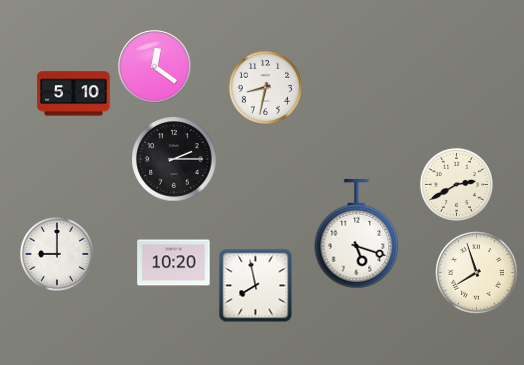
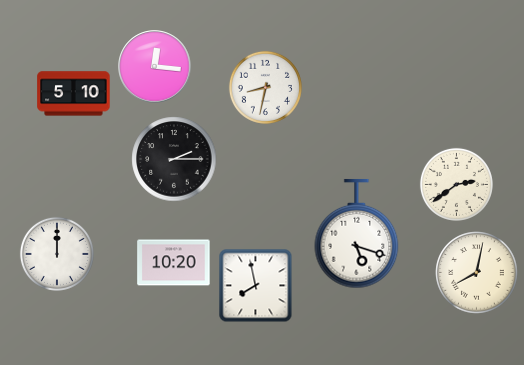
clock at (155, 67): 12:21 -> 12:16
clock at (456, 184): 2:40 -> 2:39
clock at (57, 254): 9:00 -> 12:00
clock at (477, 273): 7:57 -> 8:02
